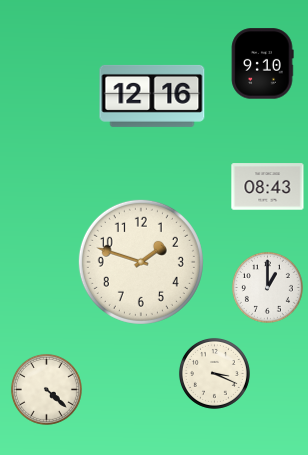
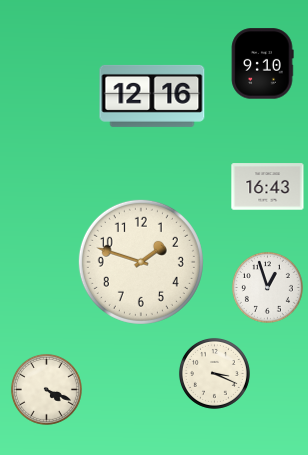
clock at (268, 187): 08:43 -> 16:43
clock at (267, 287): 1:00 -> 12:57
clock at (46, 389): 4:22 -> 4:19
